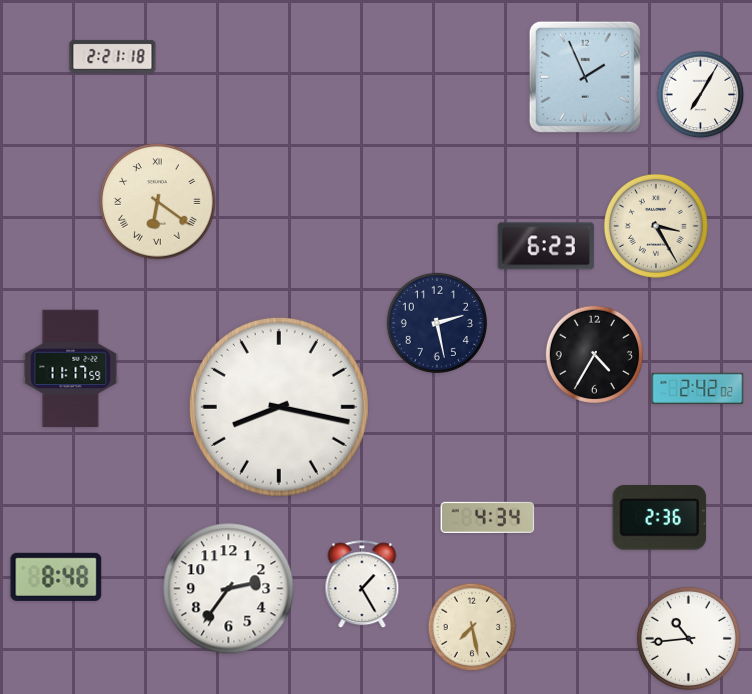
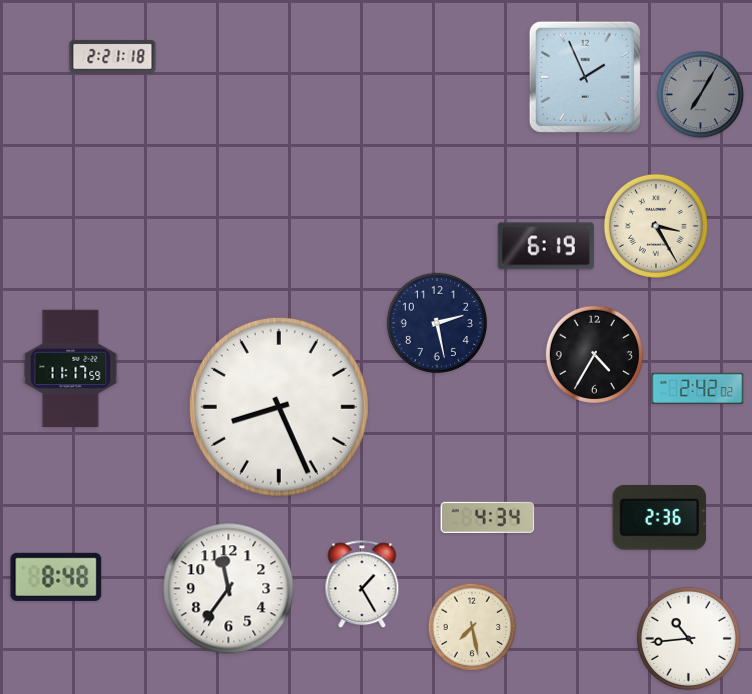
clock at (701, 95) dial: white -> grey
clock at (158, 202): 6:21 -> none
clock at (546, 246): 6:23 -> 6:19
clock at (279, 407): 8:17 -> 8:26
clock at (229, 589): 2:36 -> 11:36
